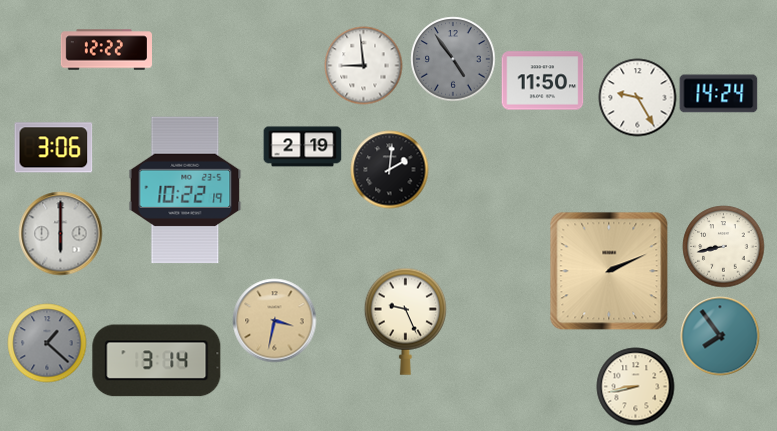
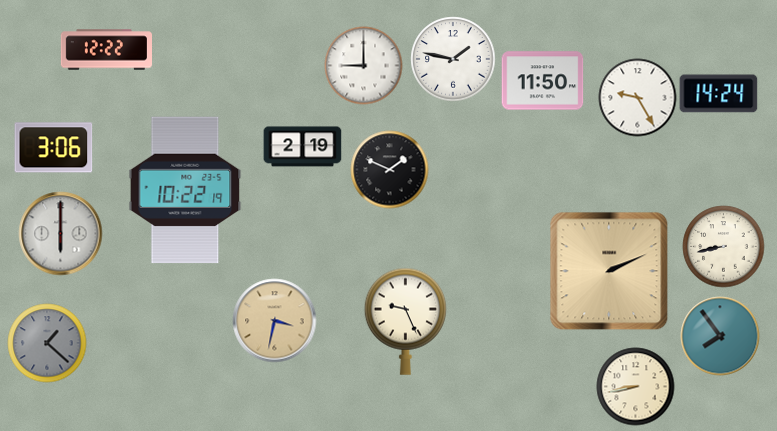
clock at (453, 59): 4:54 -> 1:47
clock at (453, 59) dial: grey -> white
clock at (363, 65): 8:59 -> 9:00
clock at (389, 169): 2:01 -> 1:49
clock at (157, 361): 3:14 -> none
